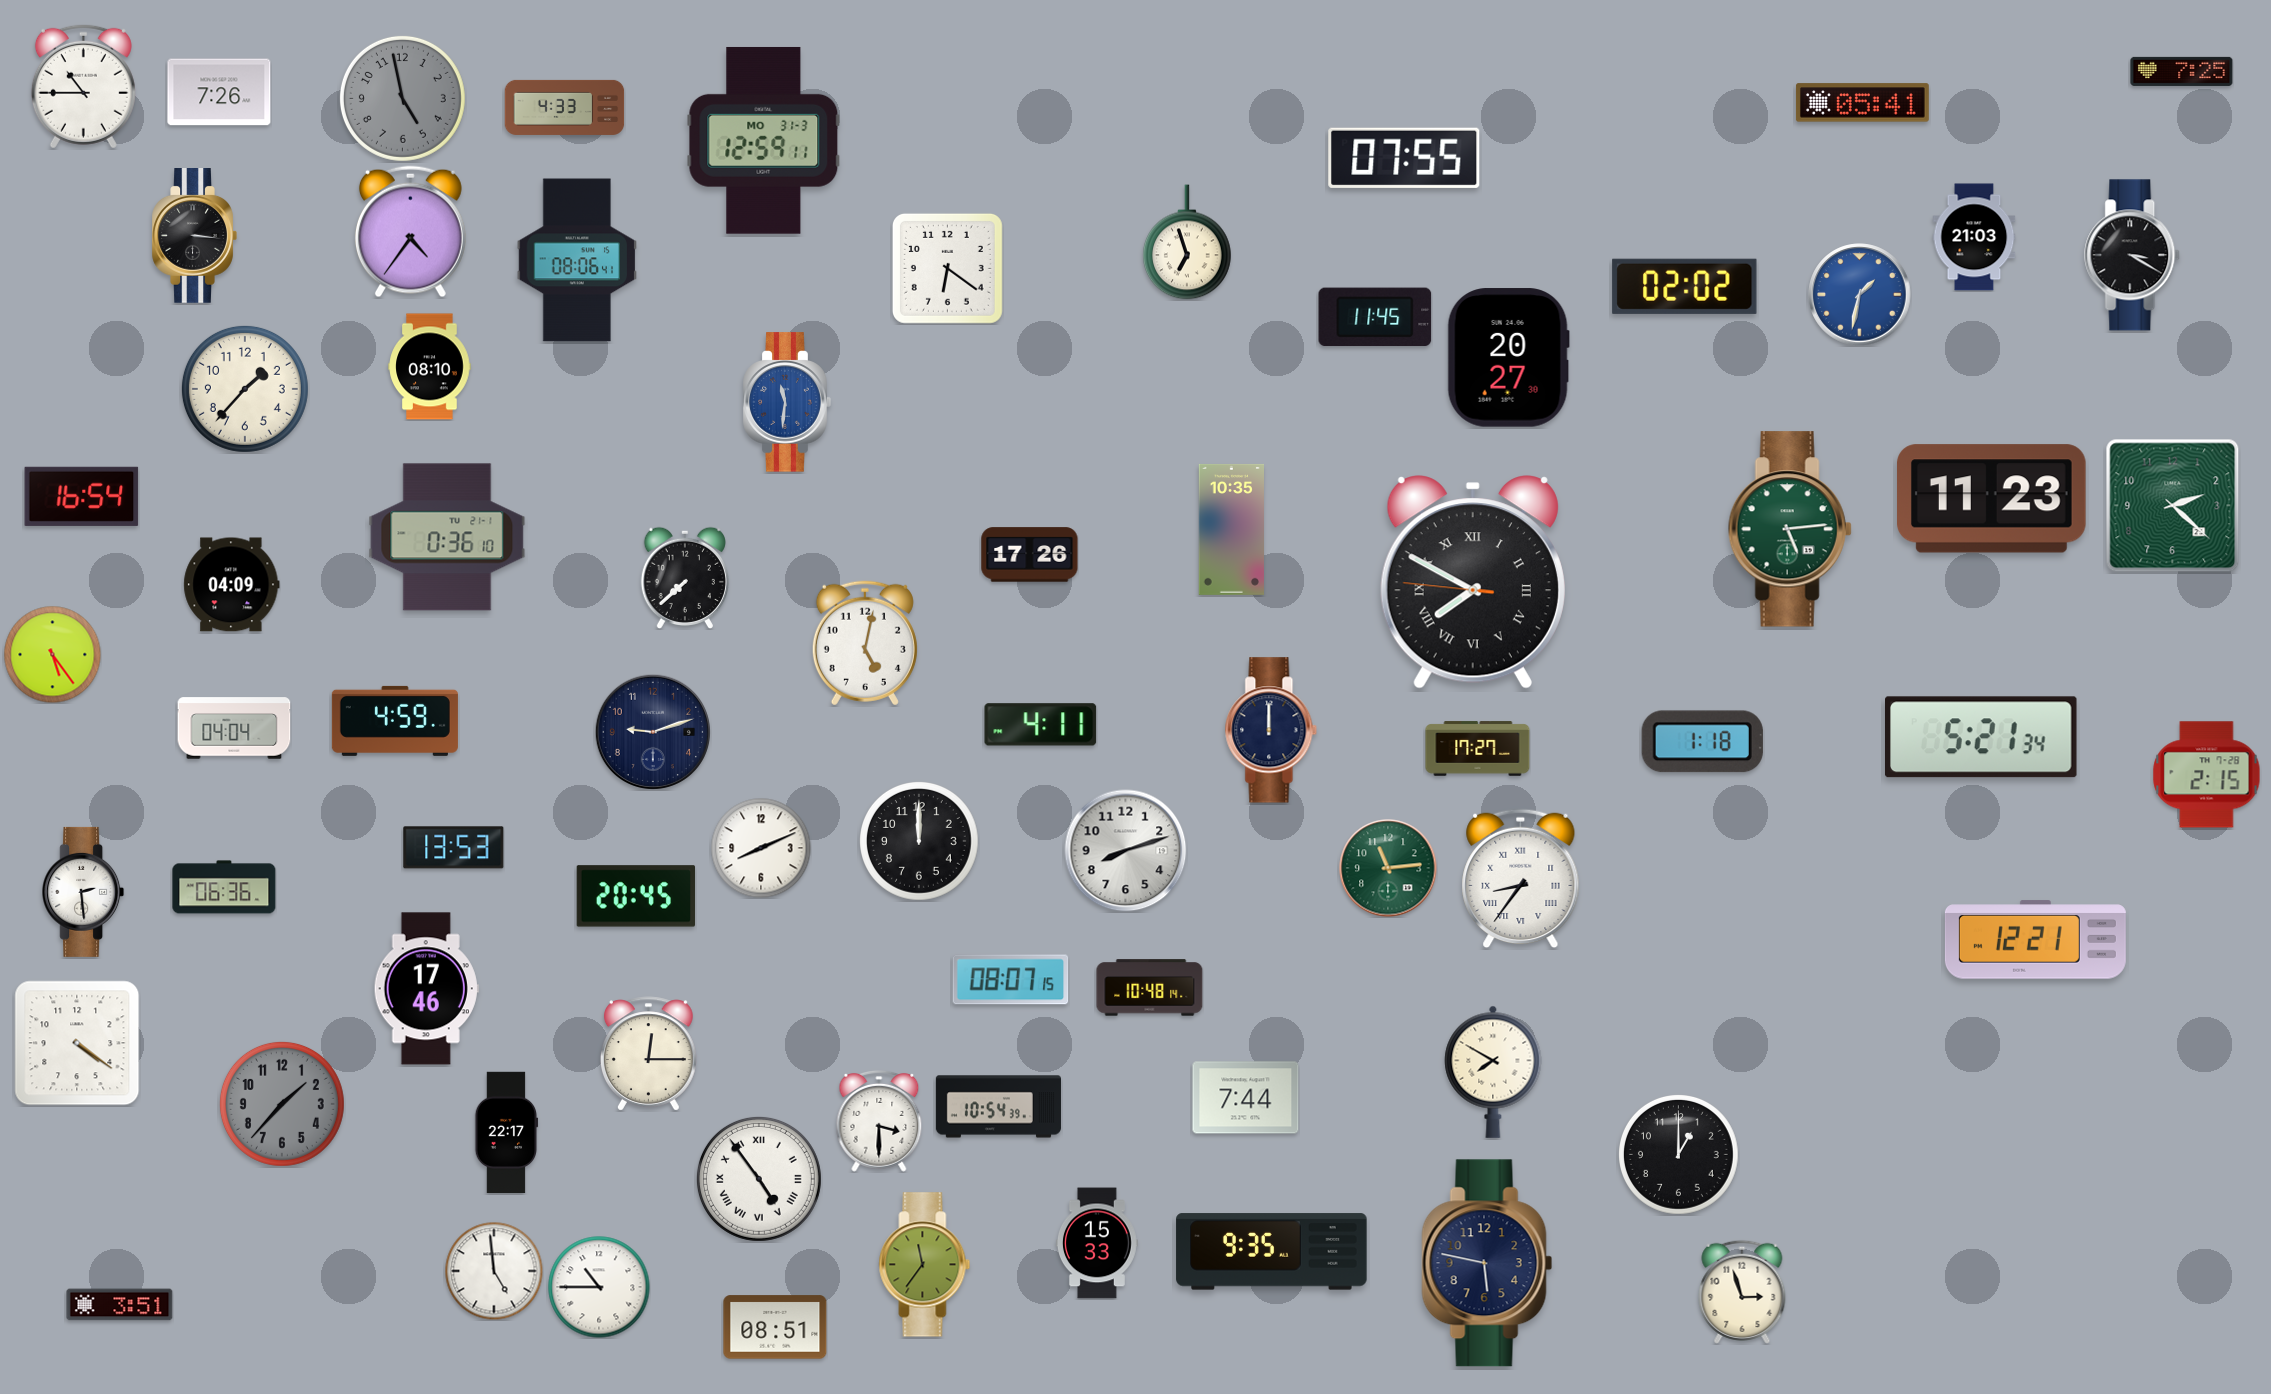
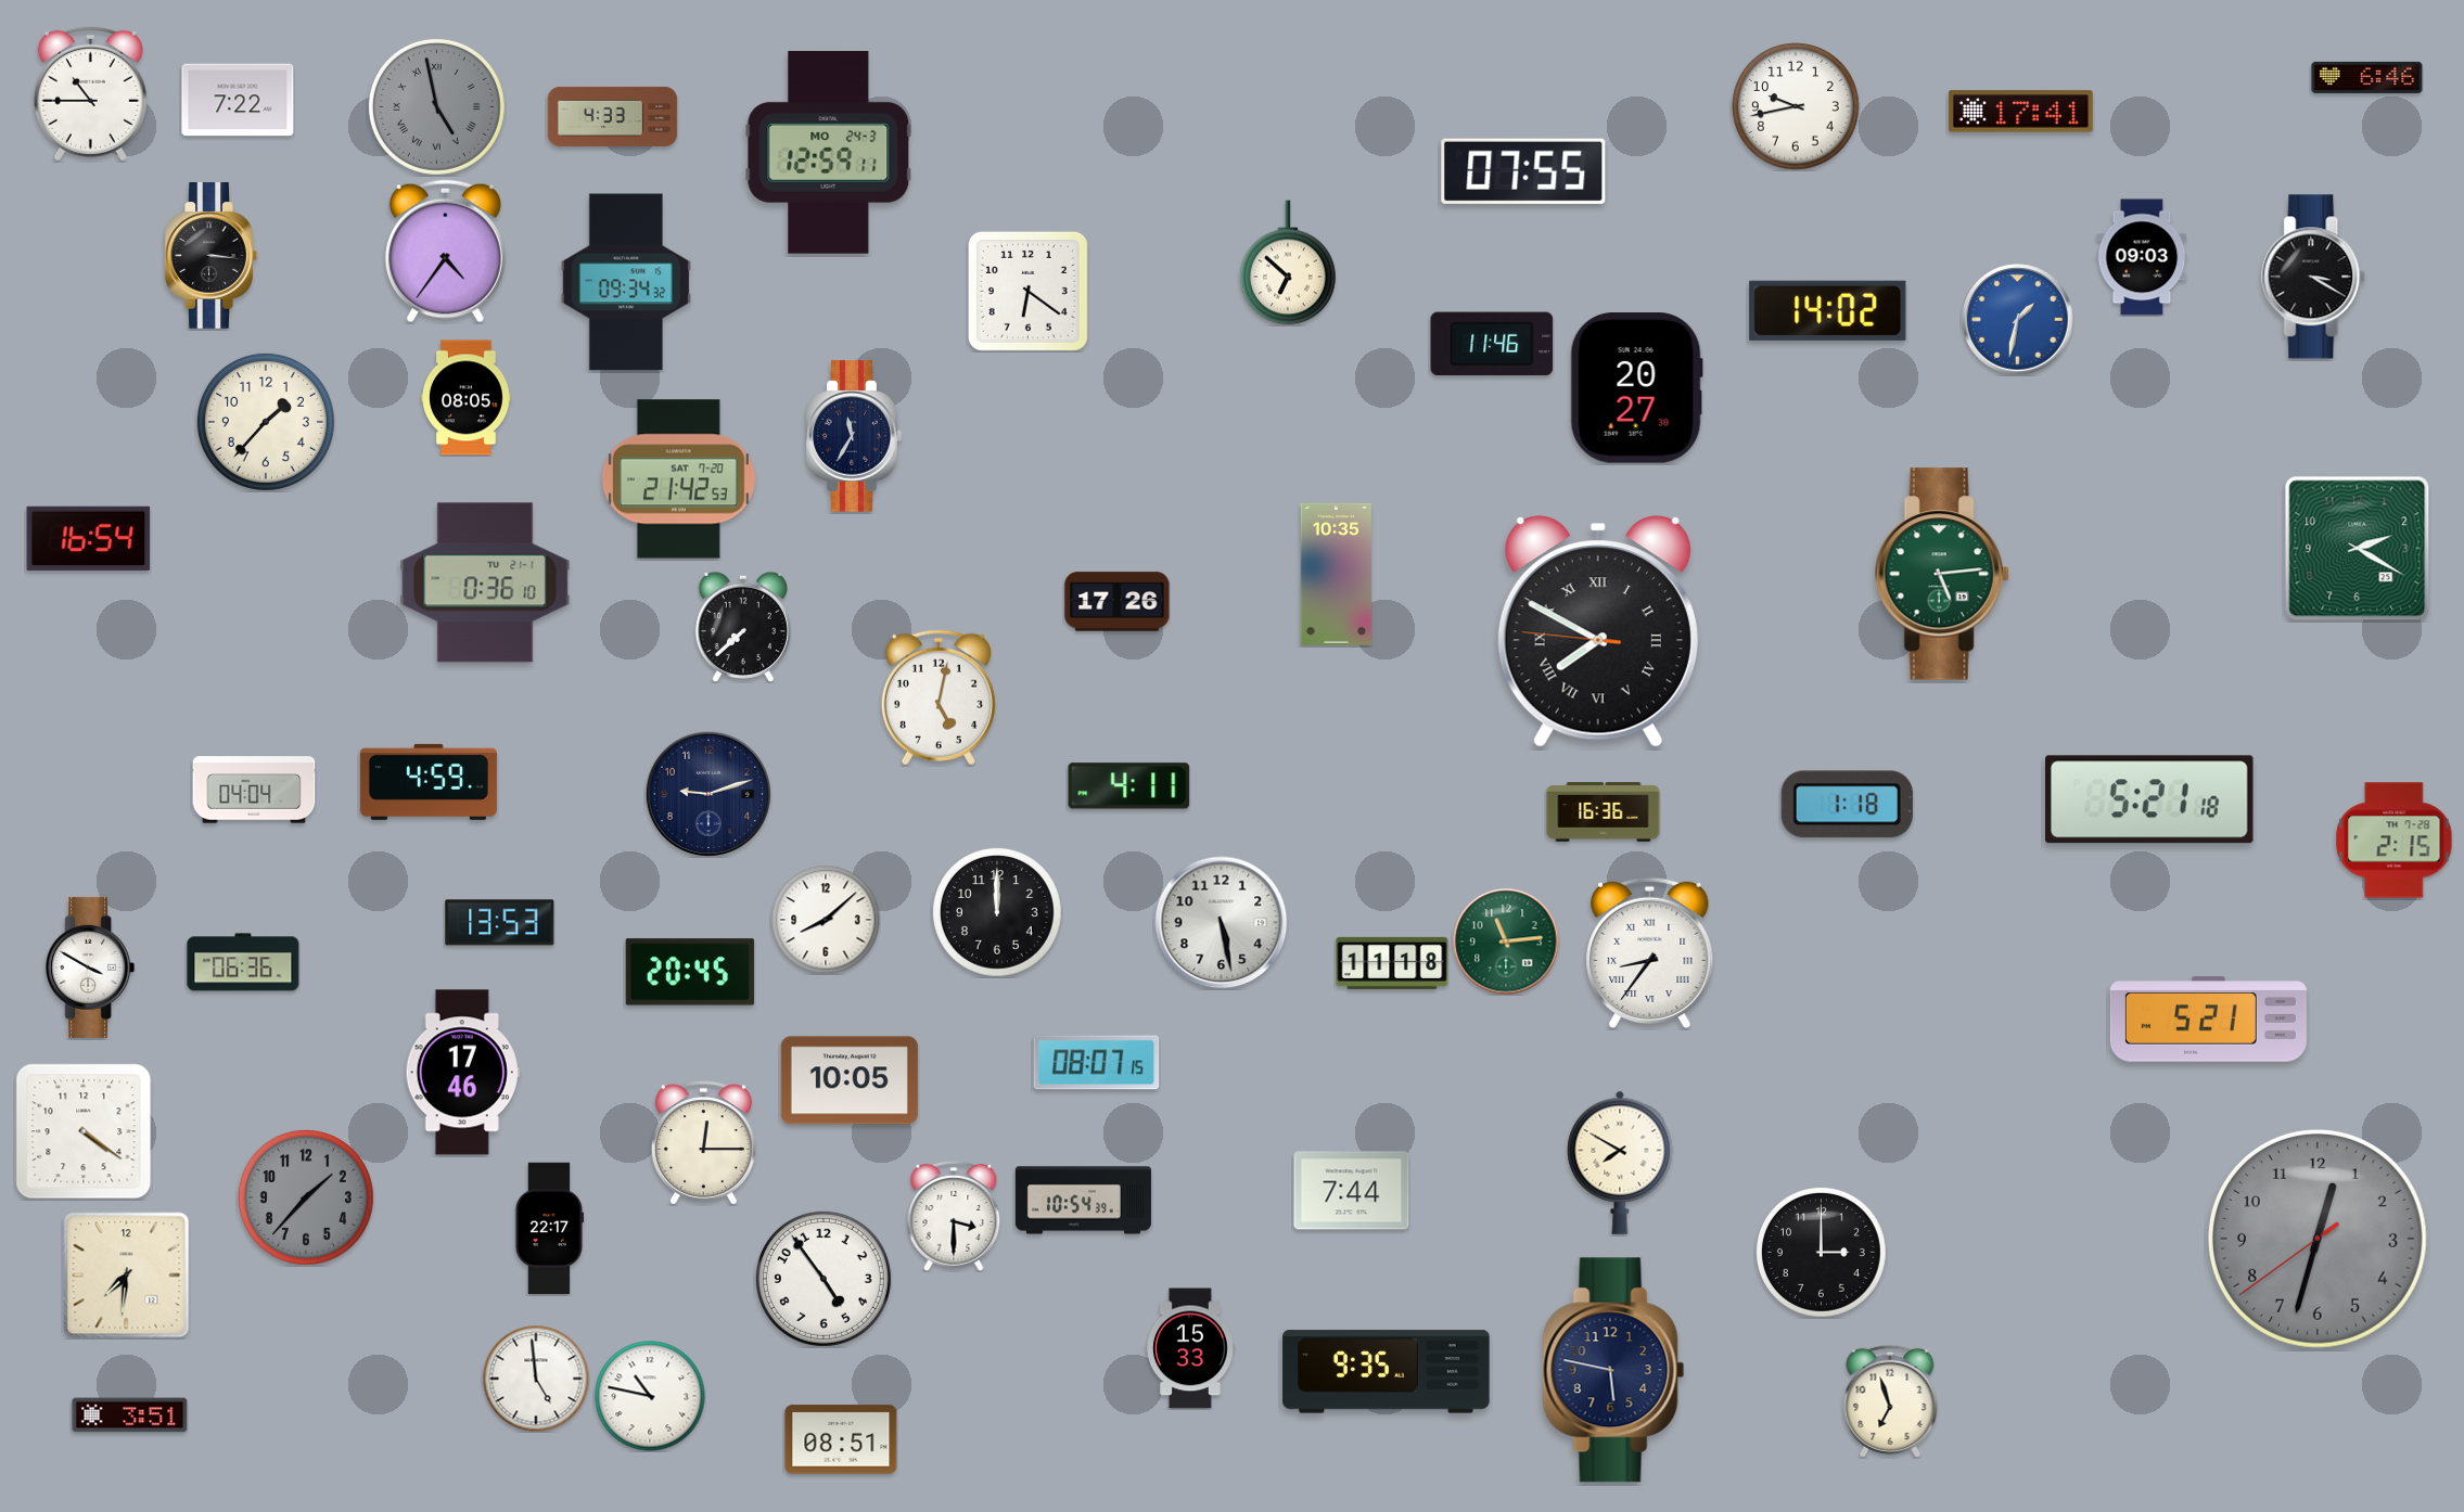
clock at (2182, 71): 7:25 -> 6:46
clock at (219, 92): 7:26 -> 7:22
clock at (402, 98) numerals: Arabic -> Roman
clock at (1796, 106): none -> 9:43
clock at (1862, 103): 05:41 -> 17:41
clock at (764, 140) date: MO 31-3 -> MO 24-3
clock at (1974, 237): 21:03 -> 09:03
clock at (1188, 242): 6:57 -> 6:52
clock at (577, 260): 08:06 -> 09:34
clock at (1685, 286): 02:02 -> 14:02
clock at (1375, 317): 11:45 -> 11:46
clock at (430, 367): 08:10 -> 08:05
clock at (787, 402): 11:31 -> 11:35
clock at (787, 402) dial: blue -> navy
clock at (678, 479): none -> 21:42
clock at (1992, 499): 11:23 -> none
clock at (2173, 506): 2:22 -> 2:20
clock at (232, 585): 04:09 -> none
clock at (52, 654): 5:24 -> none
clock at (1271, 730): 12:00 -> none
clock at (1982, 737): 5:21:34 -> 5:21:18
clock at (1478, 749): 17:27 -> 16:36
clock at (454, 848) position: (454, 848) -> (500, 923)
clock at (761, 848): 8:11 -> 8:08
clock at (1126, 851): 8:12 -> 5:28
clock at (1392, 963): none -> 11:18
clock at (83, 892): 2:29 -> 3:50
clock at (2035, 940): 12:21 -> 5:21
clock at (1150, 988): 10:48 -> none
clock at (850, 1080): none -> 10:05
clock at (2318, 1239): none -> 12:32
clock at (1679, 1155): 1:00 -> 3:00
clock at (127, 1276): none -> 7:31
clock at (759, 1179) numerals: Roman -> Arabic
clock at (1272, 1252) position: (1272, 1252) -> (1387, 1372)
clock at (925, 1265): 11:36 -> none
clock at (599, 1287): 10:45 -> 10:47
clock at (1742, 1292): 2:57 -> 6:57
